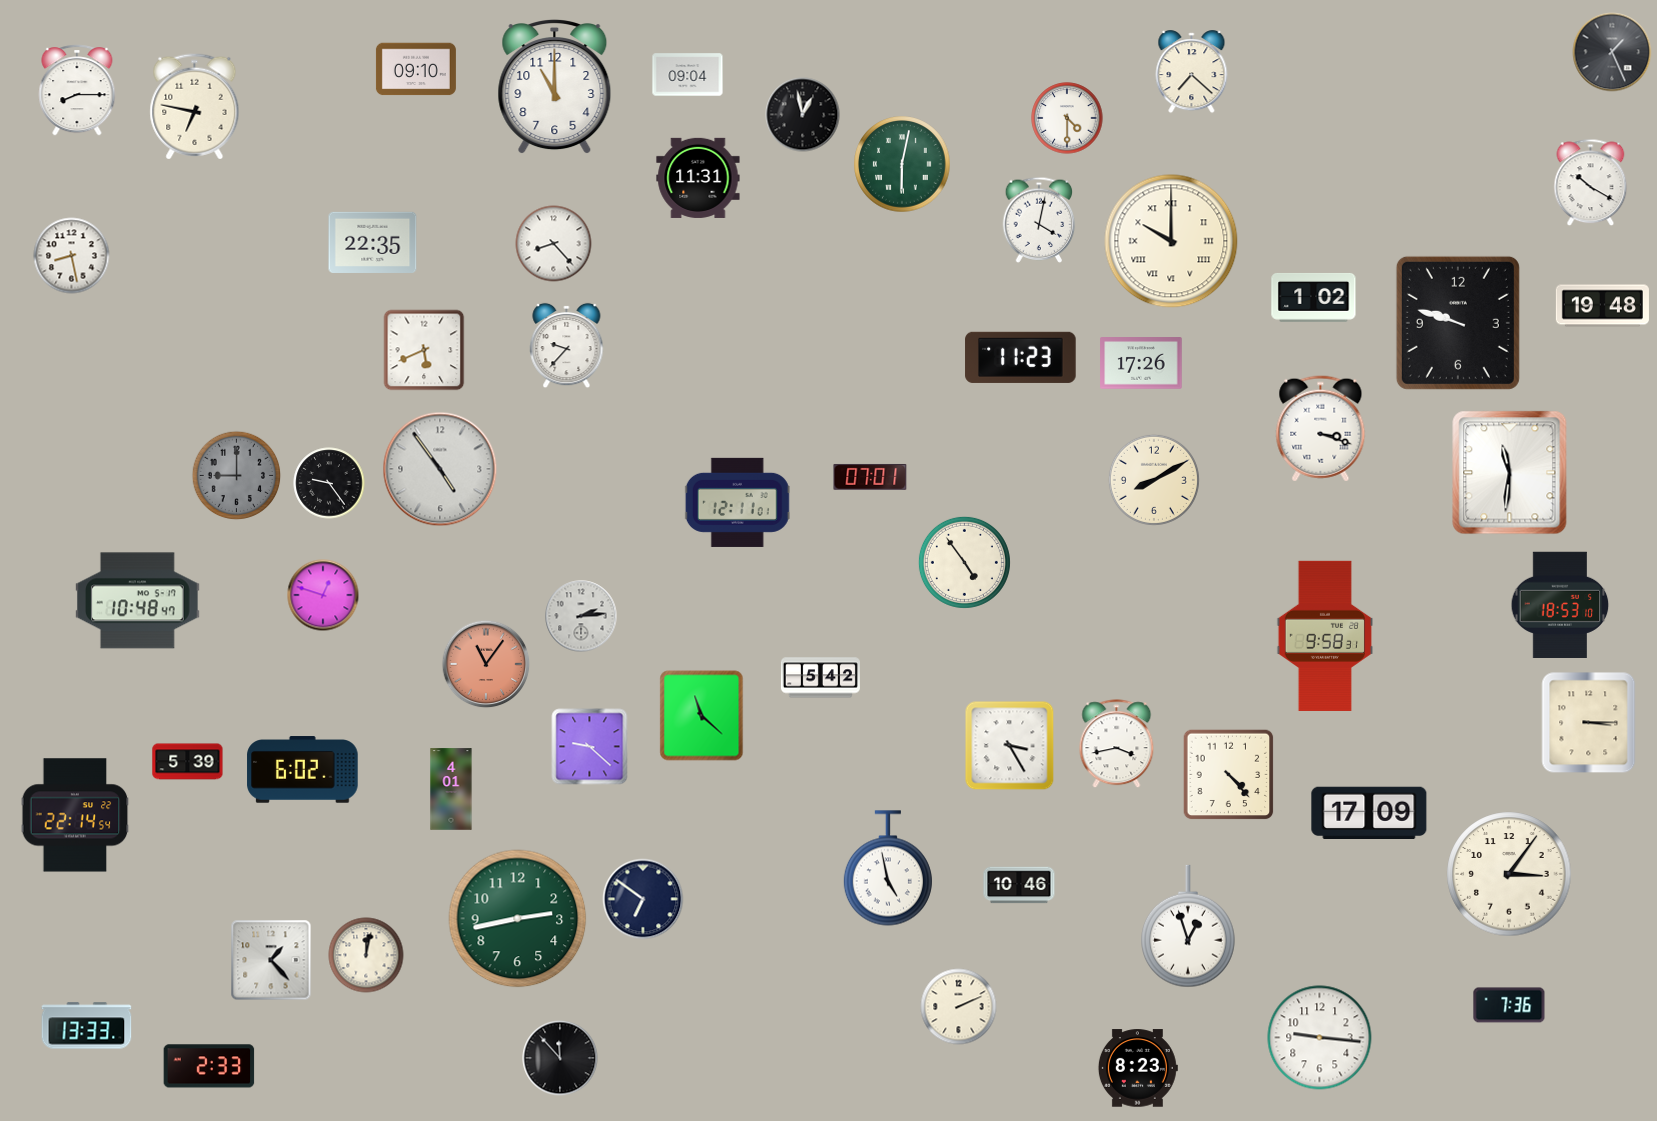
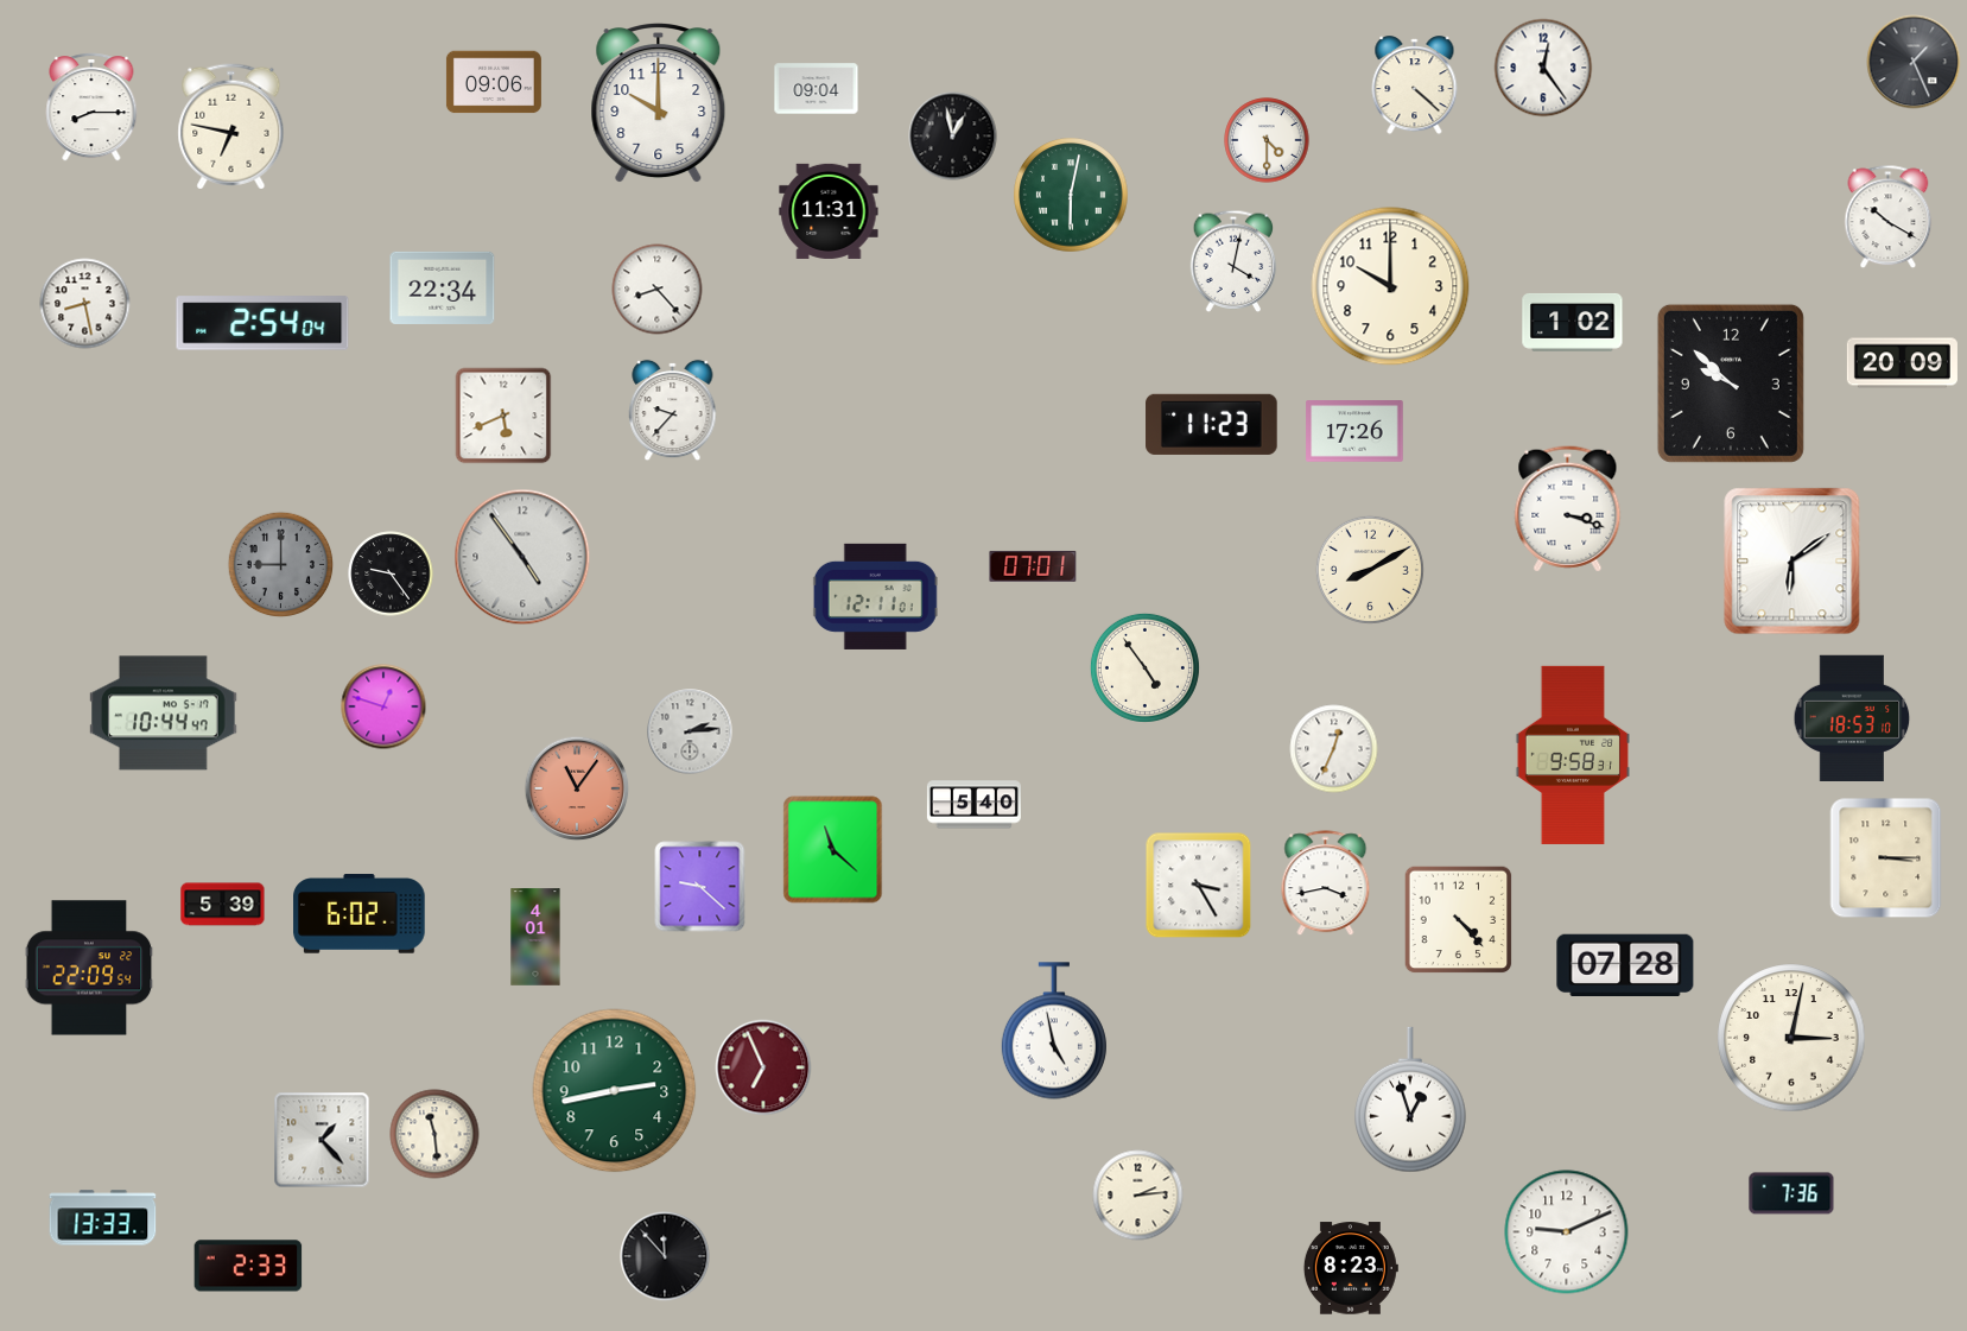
clock at (1543, 68): none -> 12:24
clock at (416, 69): 09:10 -> 09:06
clock at (1192, 72): 7:22 -> 4:22
clock at (555, 88): 11:00 -> 10:00
clock at (1171, 241) numerals: Roman -> Arabic
clock at (373, 242): 22:35 -> 22:34
clock at (262, 323): none -> 2:54
clock at (1314, 297) position: (1314, 297) -> (1573, 322)
clock at (1602, 306): 19:48 -> 20:09
clock at (1458, 323): 9:48 -> 9:52
clock at (1510, 473): 11:31 -> 6:09
clock at (138, 601): 10:48 -> 10:44
clock at (1334, 749): none -> 12:34
clock at (820, 678): 5:42 -> 5:40
clock at (1369, 812): 17:09 -> 07:28
clock at (75, 815): 22:14 -> 22:09
clock at (1509, 874): 3:06 -> 3:02
clock at (1019, 885): 10:46 -> none
clock at (643, 899): 6:51 -> 6:56
clock at (643, 899) dial: navy -> burgundy
clock at (366, 955): 12:02 -> 11:29
clock at (959, 1007): 2:11 -> 2:14
clock at (1320, 1038): 9:16 -> 9:11
